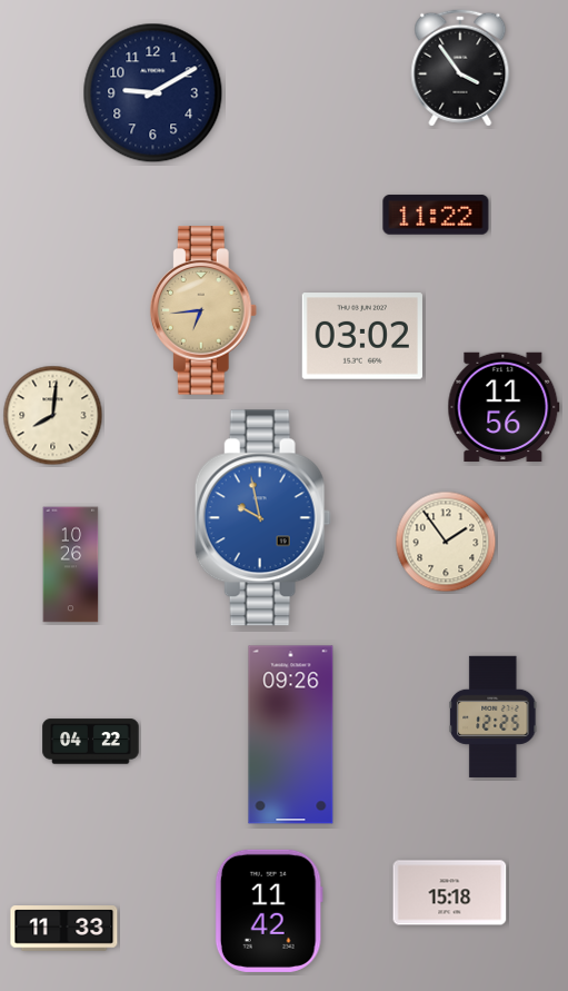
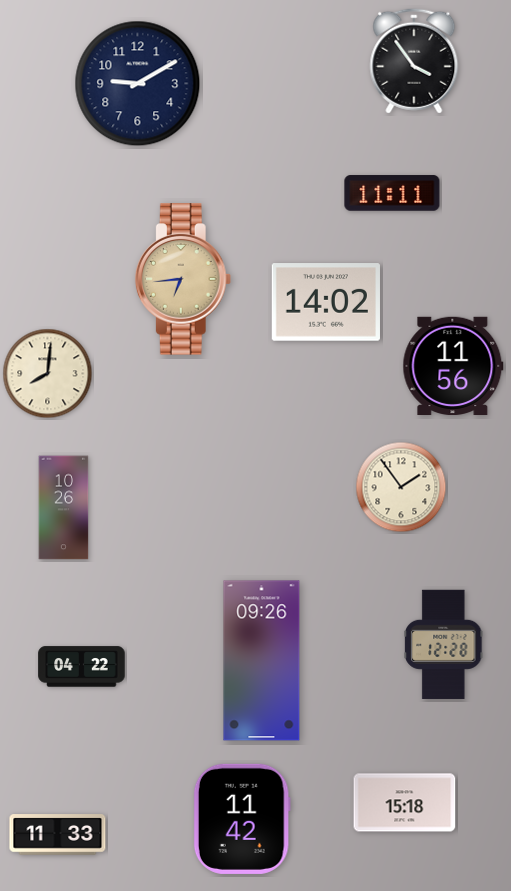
clock at (436, 215): 11:22 -> 11:11
clock at (362, 336): 03:02 -> 14:02
clock at (262, 518): 9:58 -> none
clock at (494, 716): 12:25 -> 12:28
